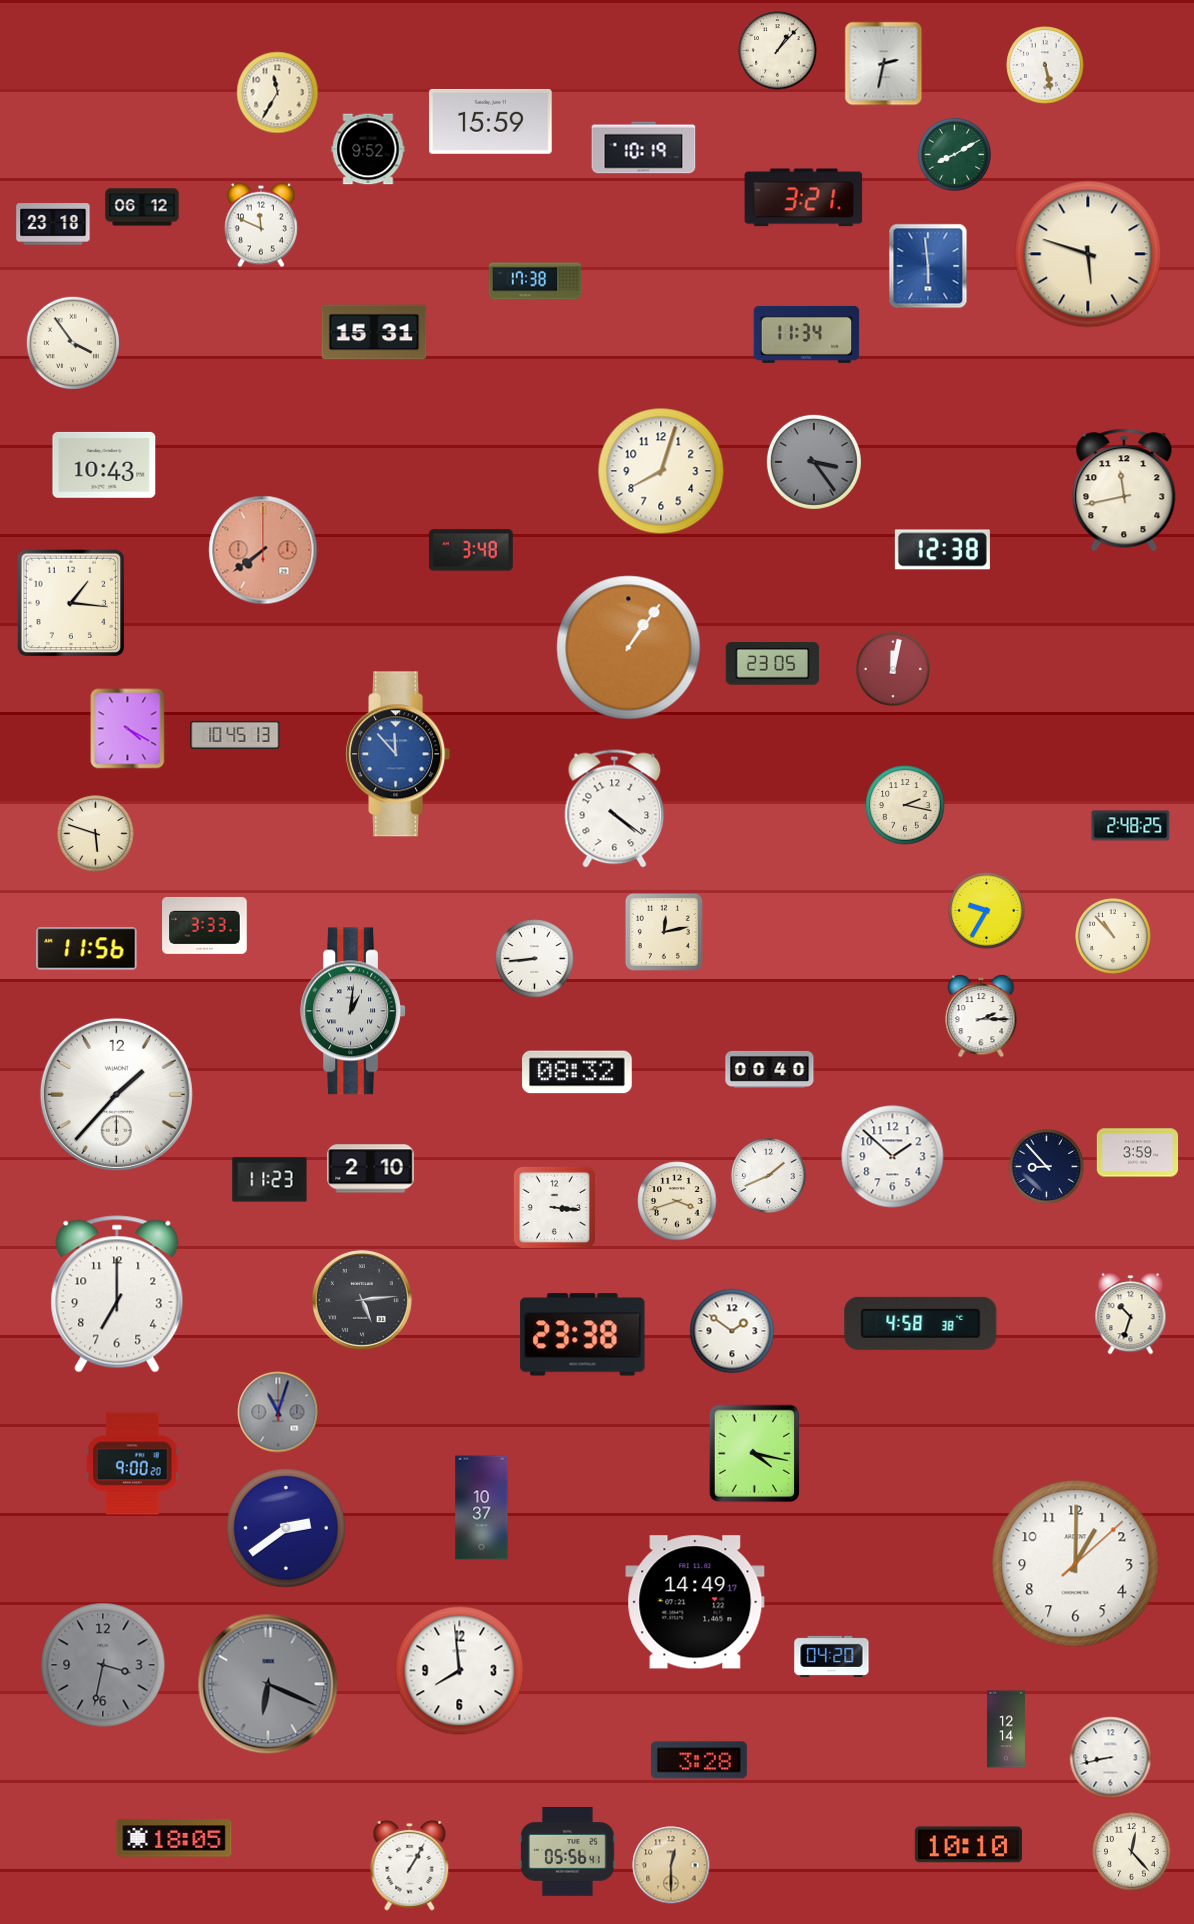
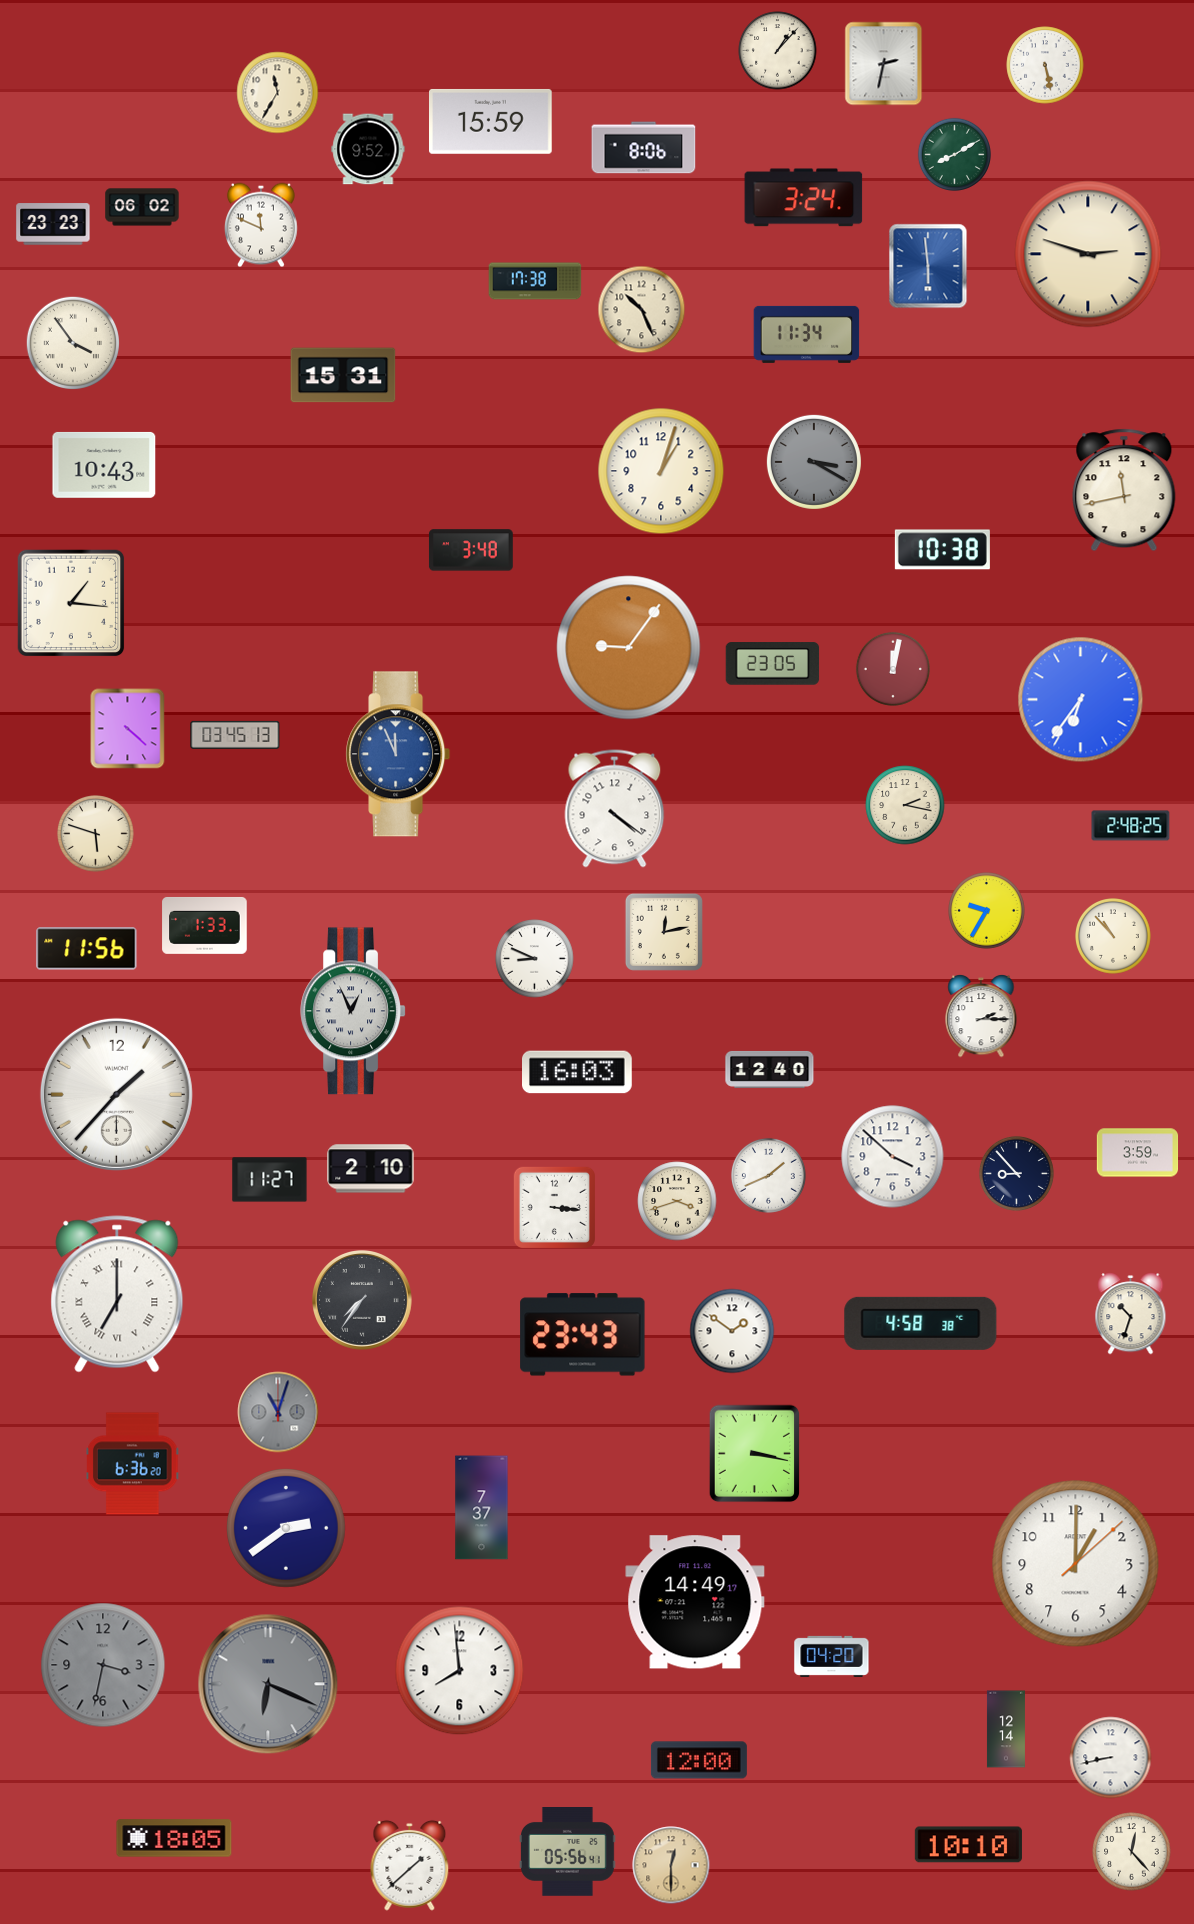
clock at (644, 148): 10:19 -> 8:06
clock at (804, 198): 3:21 -> 3:24
clock at (142, 207): 06:12 -> 06:02
clock at (53, 224): 23:18 -> 23:23
clock at (1088, 254): 5:48 -> 2:48
clock at (642, 310): none -> 10:26
clock at (374, 332) position: (374, 332) -> (343, 375)
clock at (814, 462): 3:24 -> 3:20
clock at (661, 471): 8:03 -> 1:03
clock at (263, 550): 7:39 -> none
clock at (942, 550): 12:38 -> 10:38
clock at (629, 648): 1:06 -> 9:06
clock at (1081, 700): none -> 6:36
clock at (128, 729): 4:20 -> 4:22
clock at (235, 735): 10:45 -> 03:45
clock at (398, 754): 11:53 -> 11:56
clock at (205, 925): 3:33 -> 1:33
clock at (535, 959): 8:44 -> 8:49
clock at (353, 1011): 1:01 -> 12:56
clock at (770, 1069): 00:40 -> 12:40
clock at (577, 1072): 08:32 -> 16:03
clock at (893, 1157): 1:52 -> 3:52
clock at (1046, 1166) position: (1046, 1166) -> (1016, 1173)
clock at (270, 1180): 11:23 -> 11:27
clock at (117, 1294) numerals: Arabic -> Roman
clock at (363, 1301): 5:14 -> 7:36
clock at (583, 1335): 23:38 -> 23:43
clock at (755, 1454): 4:17 -> 3:17
clock at (133, 1464): 9:00 -> 6:36
clock at (482, 1508): 10:37 -> 7:37
clock at (699, 1760): 3:28 -> 12:00
clock at (410, 1865): 1:05 -> 1:38
